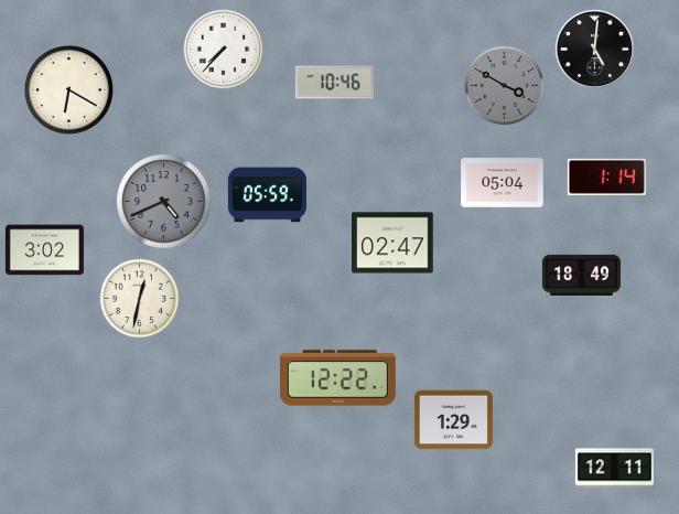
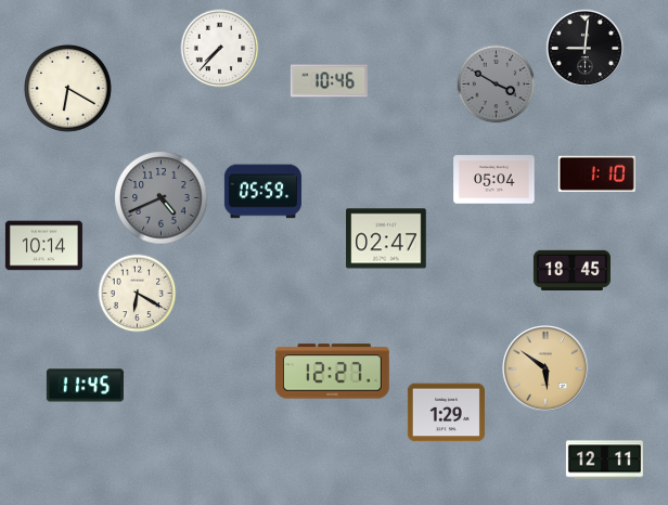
clock at (594, 49): 5:01 -> 9:01
clock at (606, 176): 1:14 -> 1:10
clock at (44, 250): 3:02 -> 10:14
clock at (581, 275): 18:49 -> 18:45
clock at (140, 299): 12:32 -> 6:20
clock at (545, 368): none -> 5:51
clock at (338, 378): 12:22 -> 12:27
clock at (85, 386): none -> 11:45
